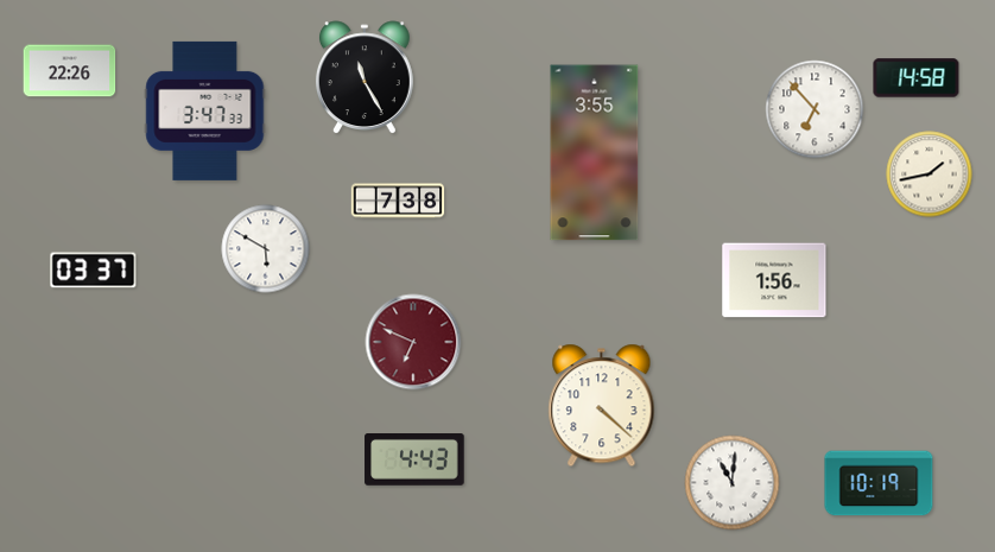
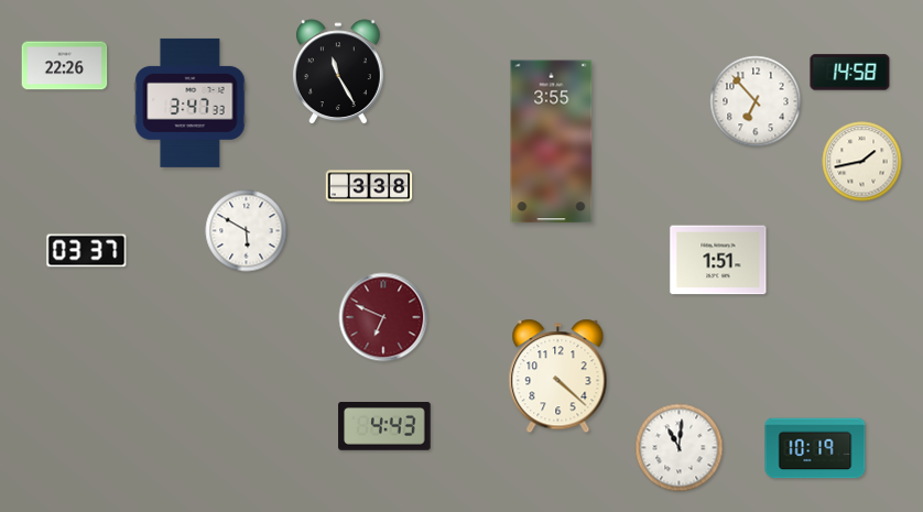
clock at (398, 201): 7:38 -> 3:38
clock at (774, 280): 1:56 -> 1:51
